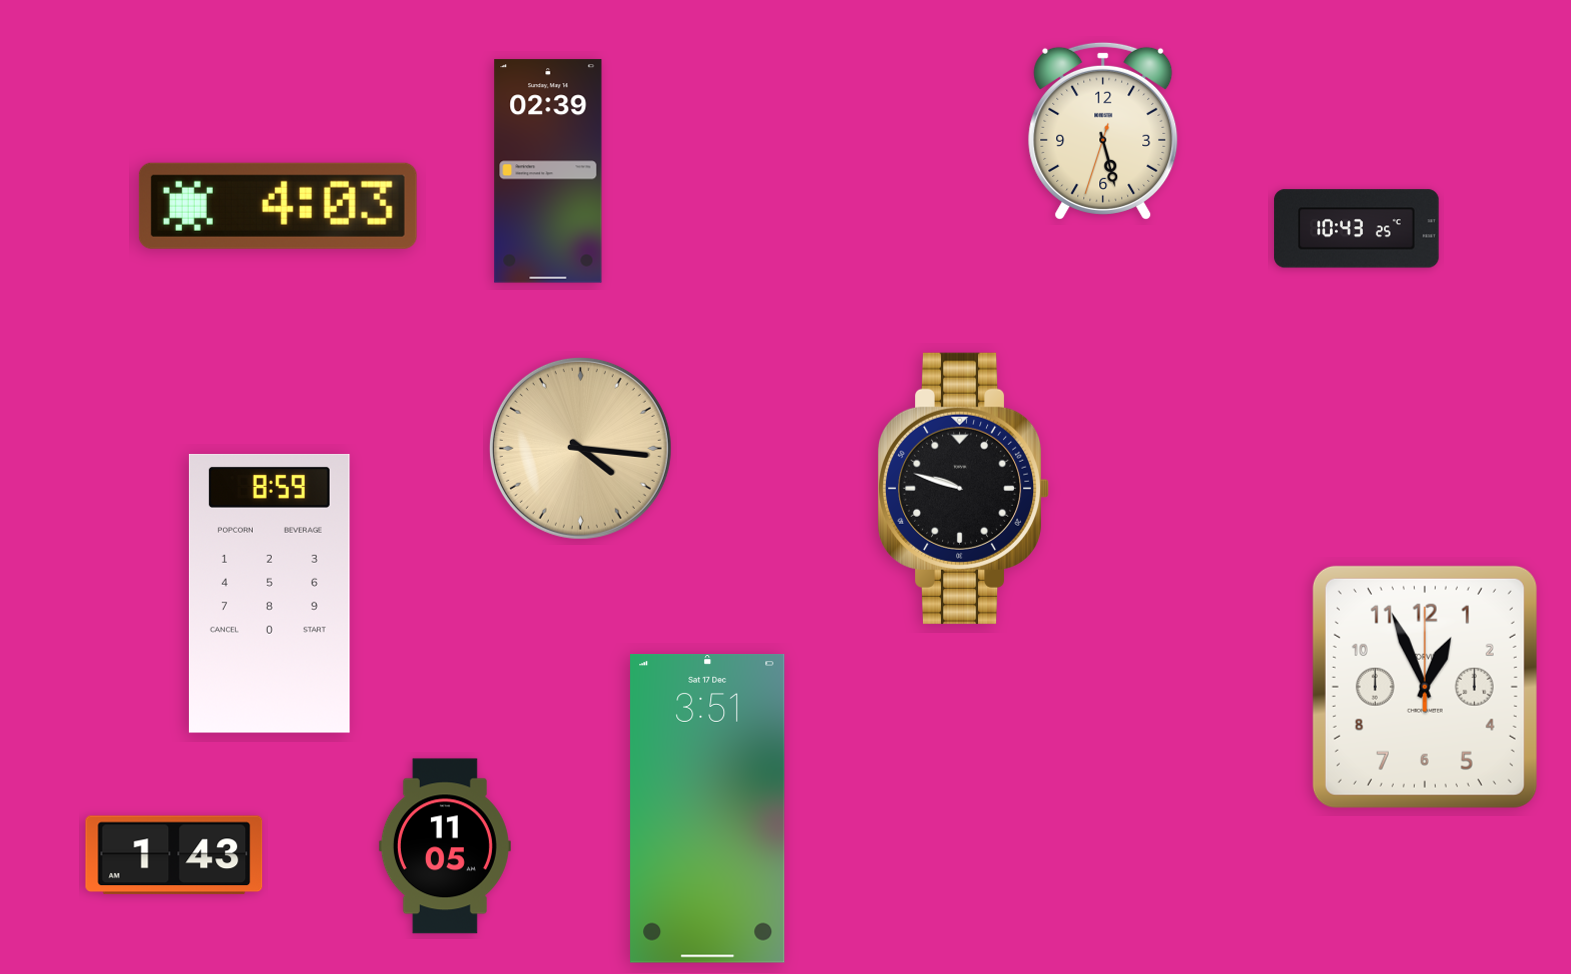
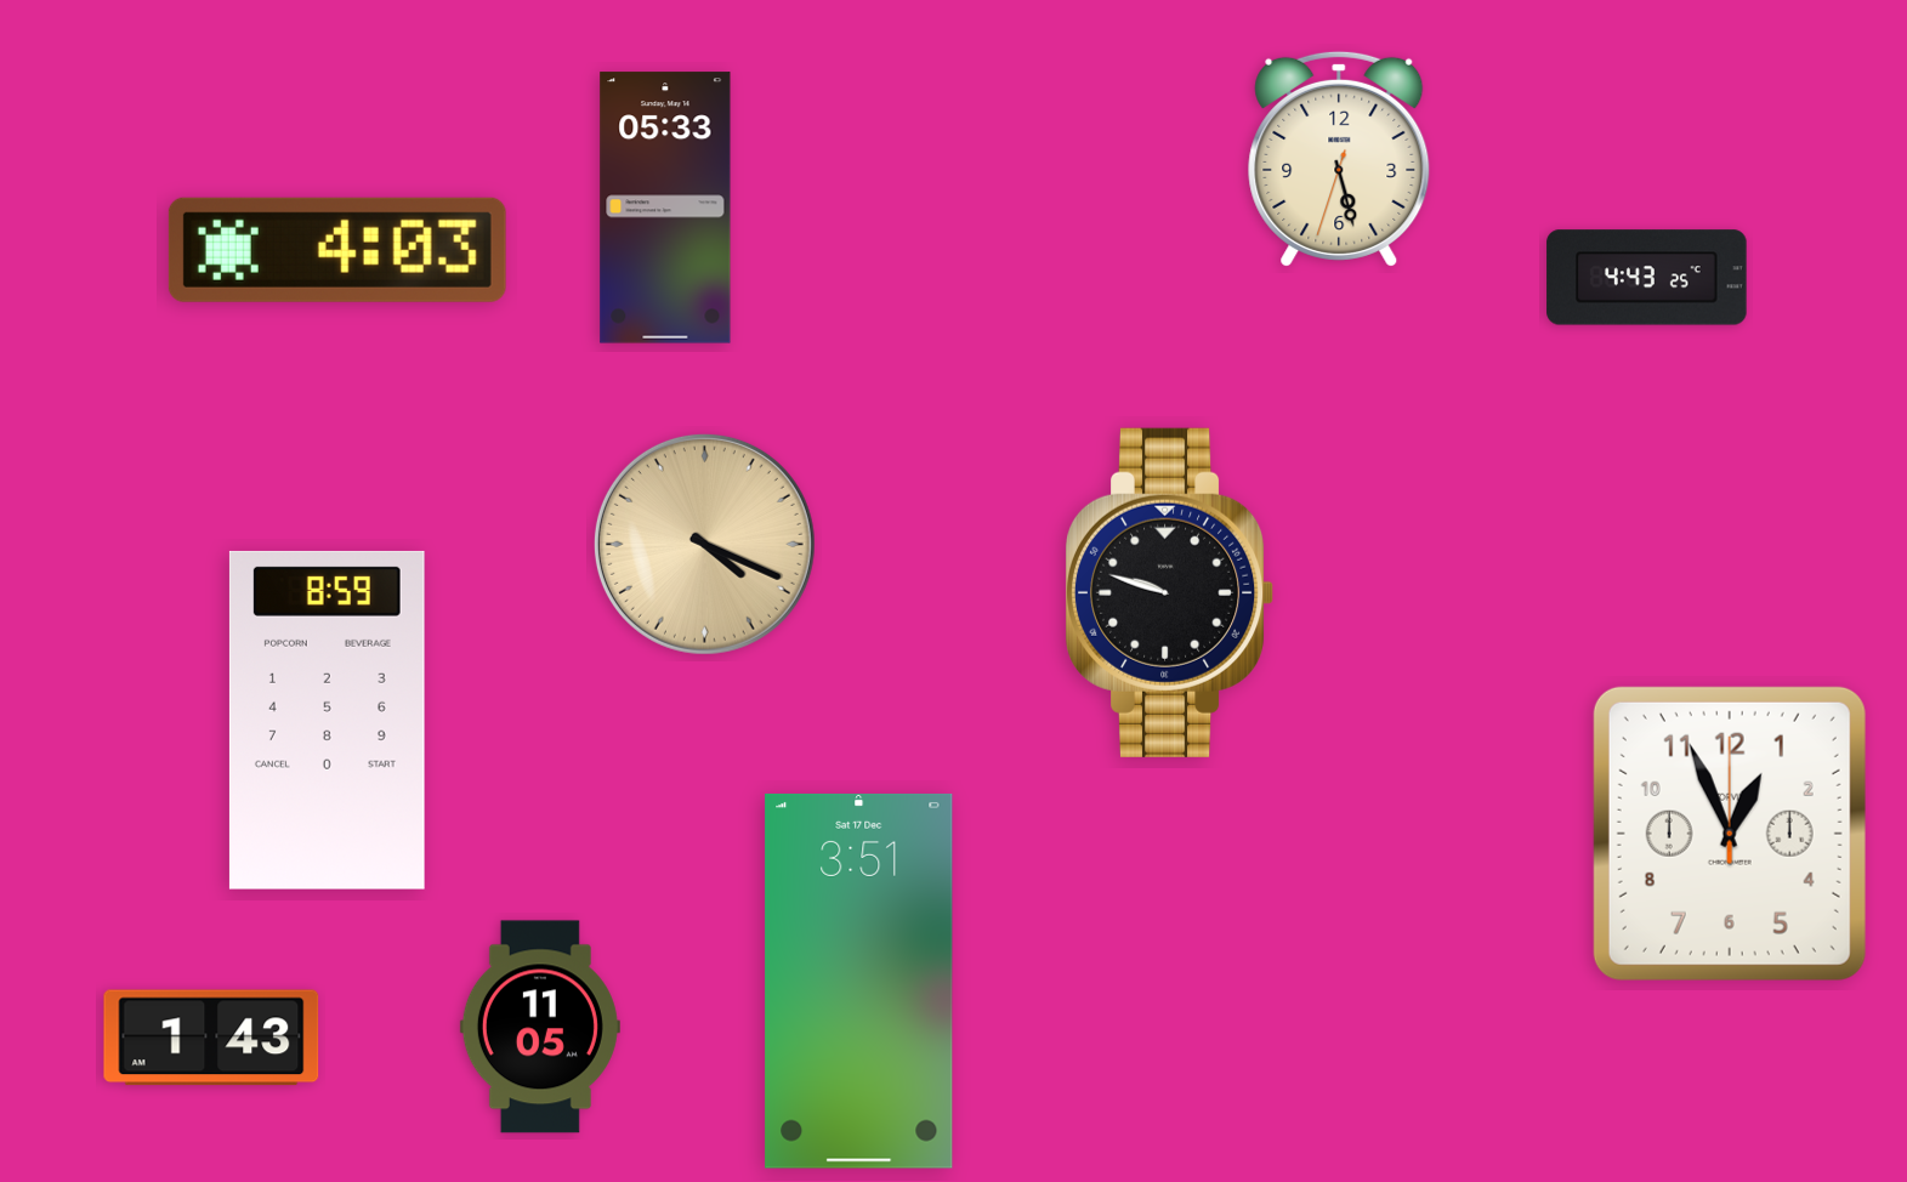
clock at (548, 171): 02:39 -> 05:33
clock at (1357, 229): 10:43 -> 4:43
clock at (580, 448): 4:16 -> 4:19
